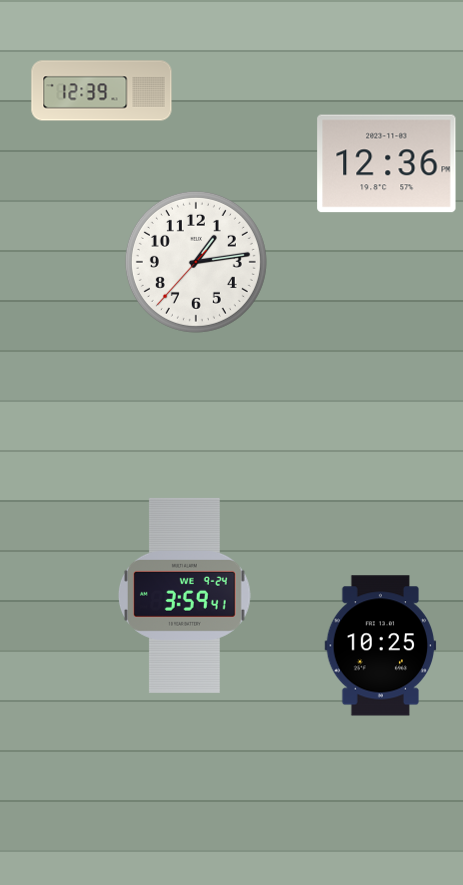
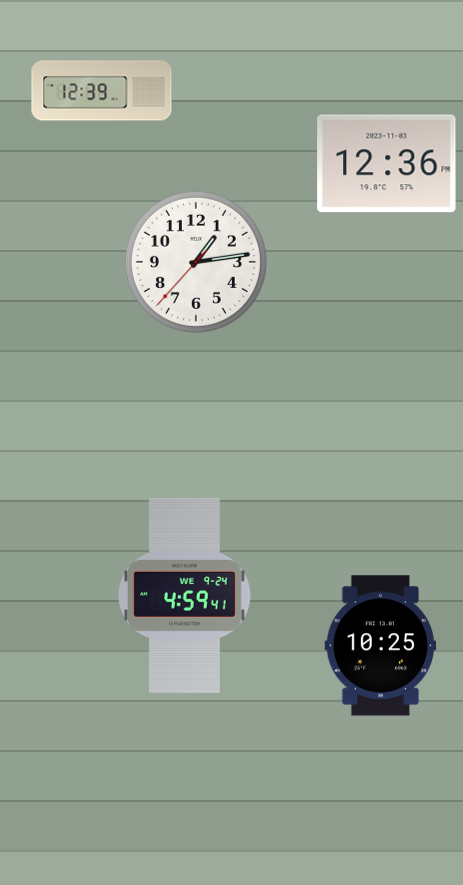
clock at (184, 595): 3:59 -> 4:59
